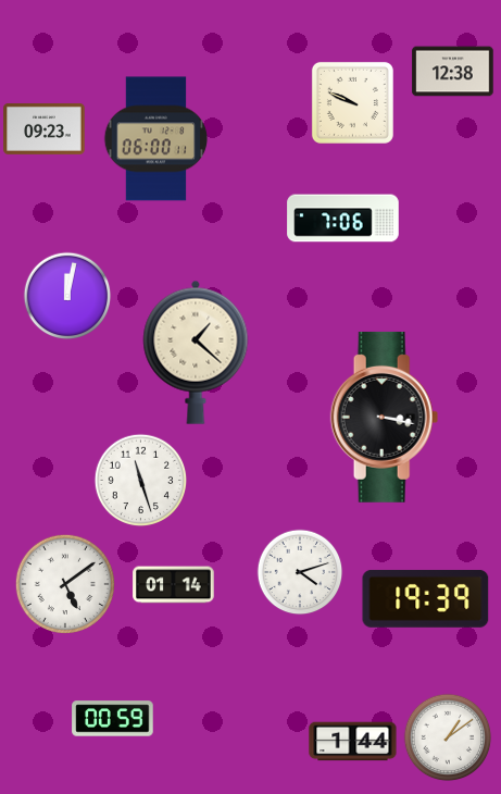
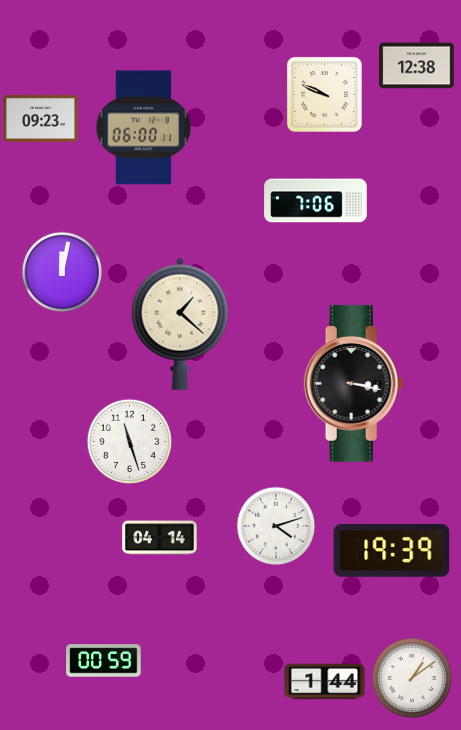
clock at (65, 584): 5:09 -> none
clock at (174, 585): 01:14 -> 04:14
